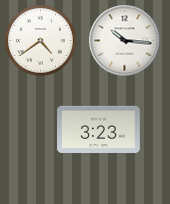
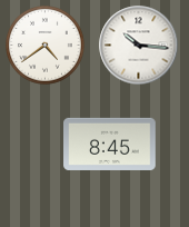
clock at (99, 129): 3:23 -> 8:45
